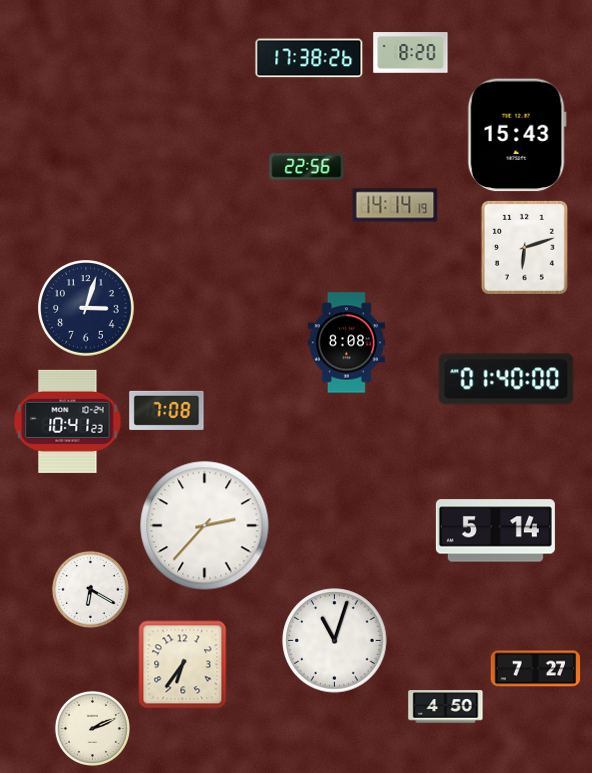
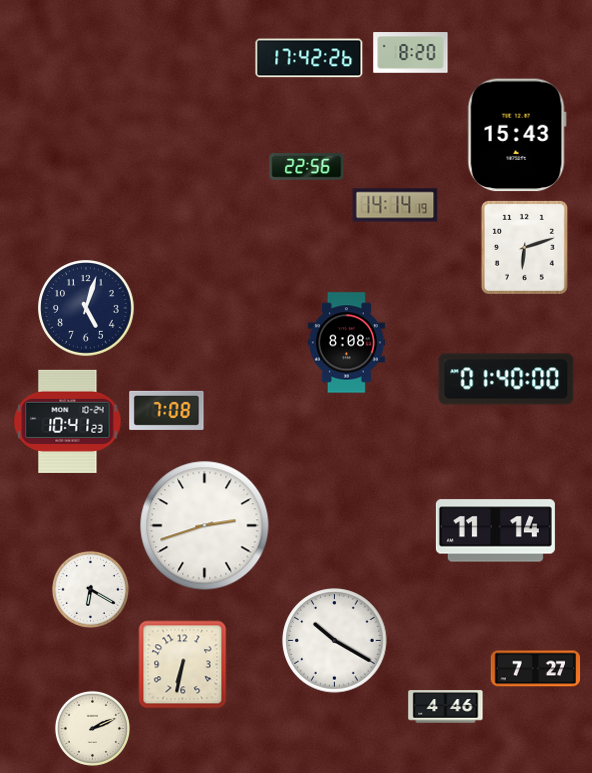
clock at (309, 58): 17:38 -> 17:42
clock at (86, 308): 3:03 -> 5:03
clock at (205, 526): 2:37 -> 2:42
clock at (495, 531): 5:14 -> 11:14
clock at (335, 641): 11:03 -> 10:20
clock at (183, 665): 6:36 -> 6:32
clock at (446, 707): 4:50 -> 4:46
